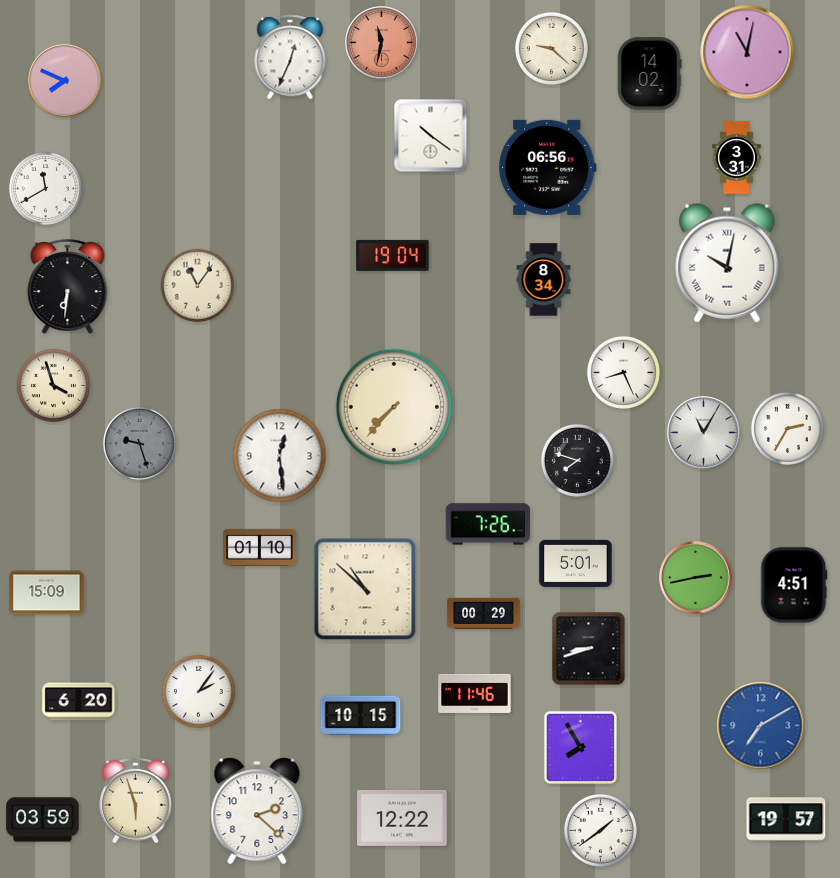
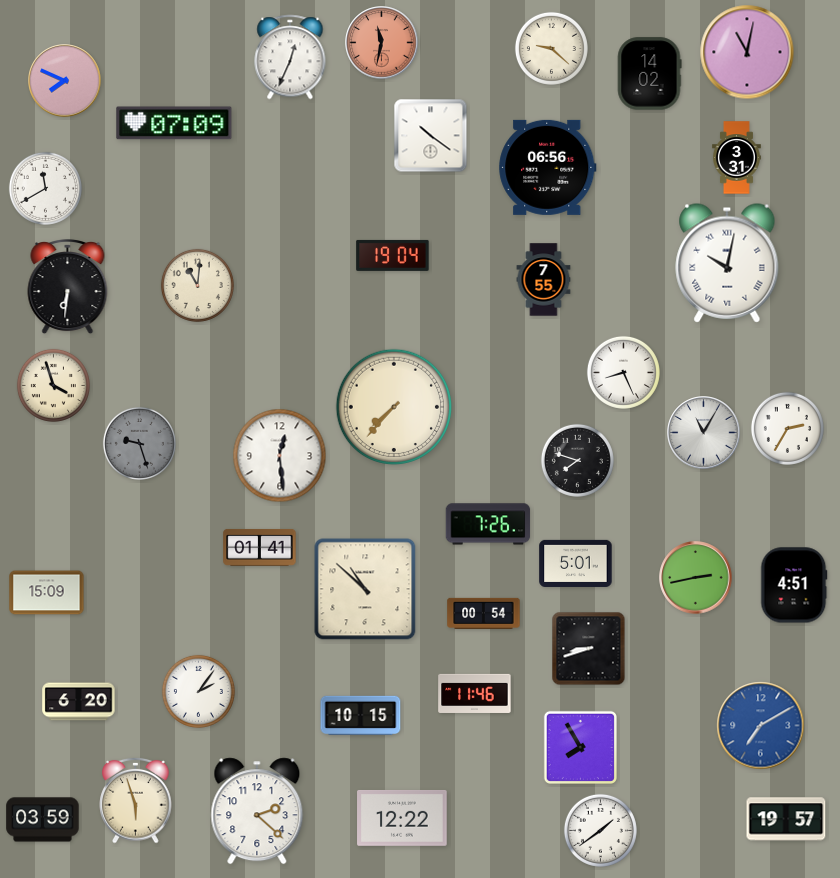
clock at (174, 123): none -> 07:09
clock at (544, 280): 8:34 -> 7:55
clock at (197, 285): 11:06 -> 11:01
clock at (260, 547): 01:10 -> 01:41
clock at (484, 613): 00:29 -> 00:54
